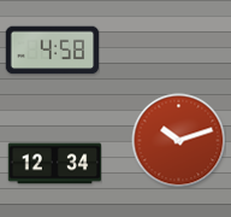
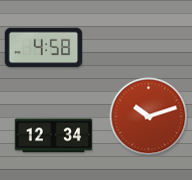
clock at (52, 51) position: (52, 51) -> (43, 48)
clock at (54, 164) position: (54, 164) -> (53, 136)
